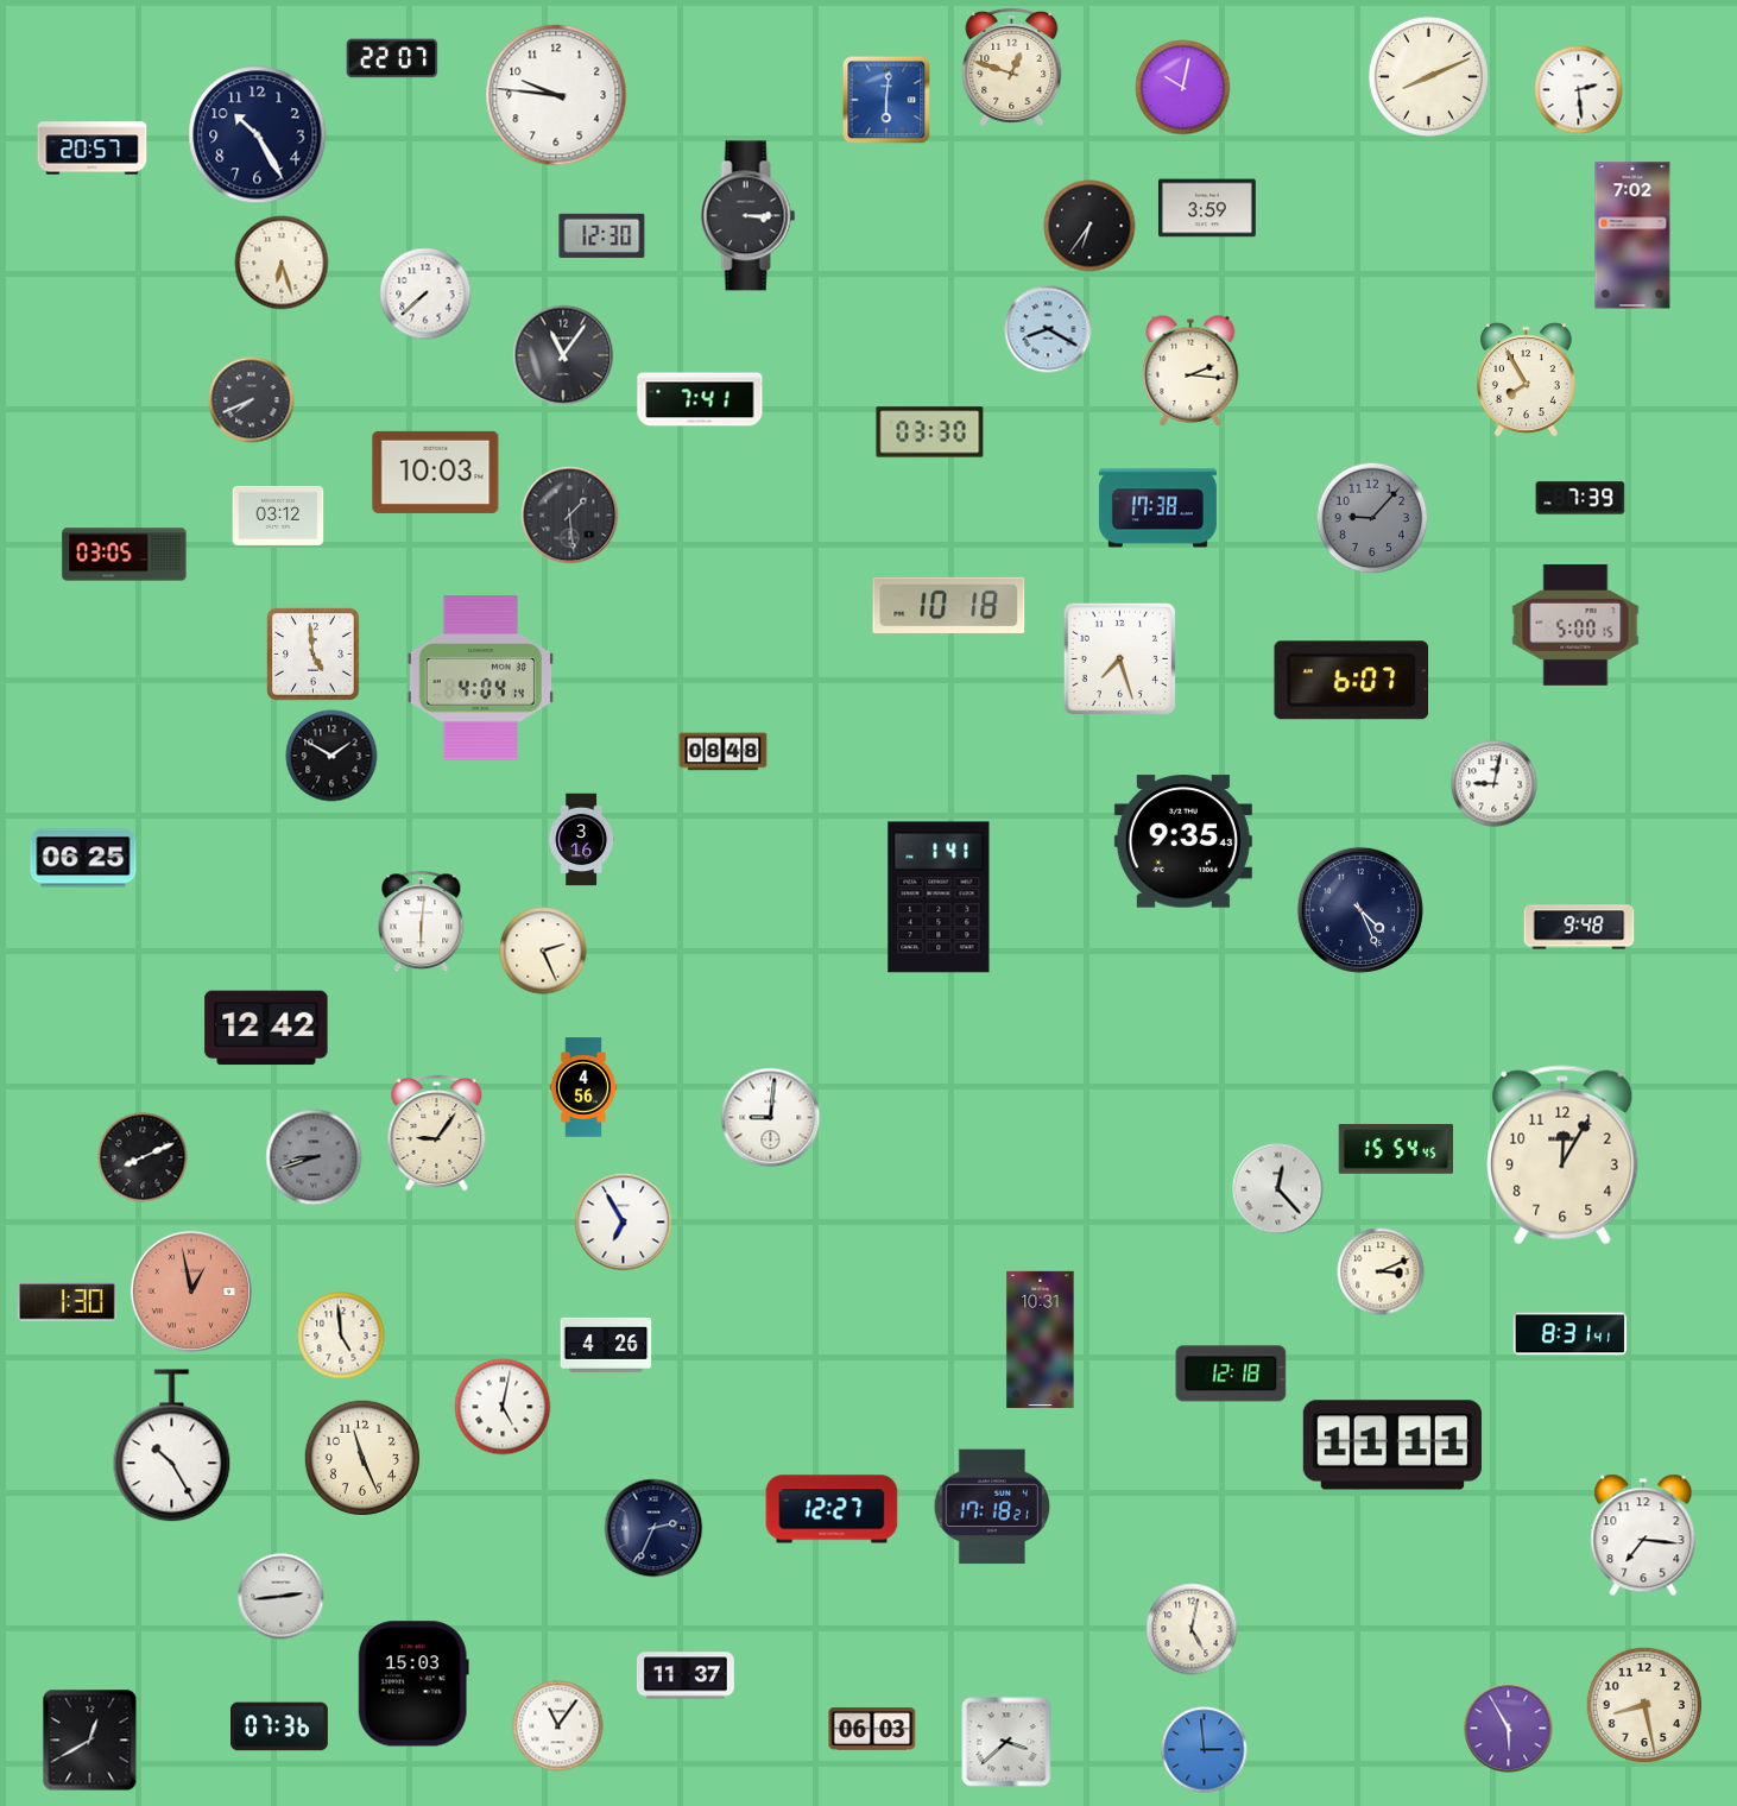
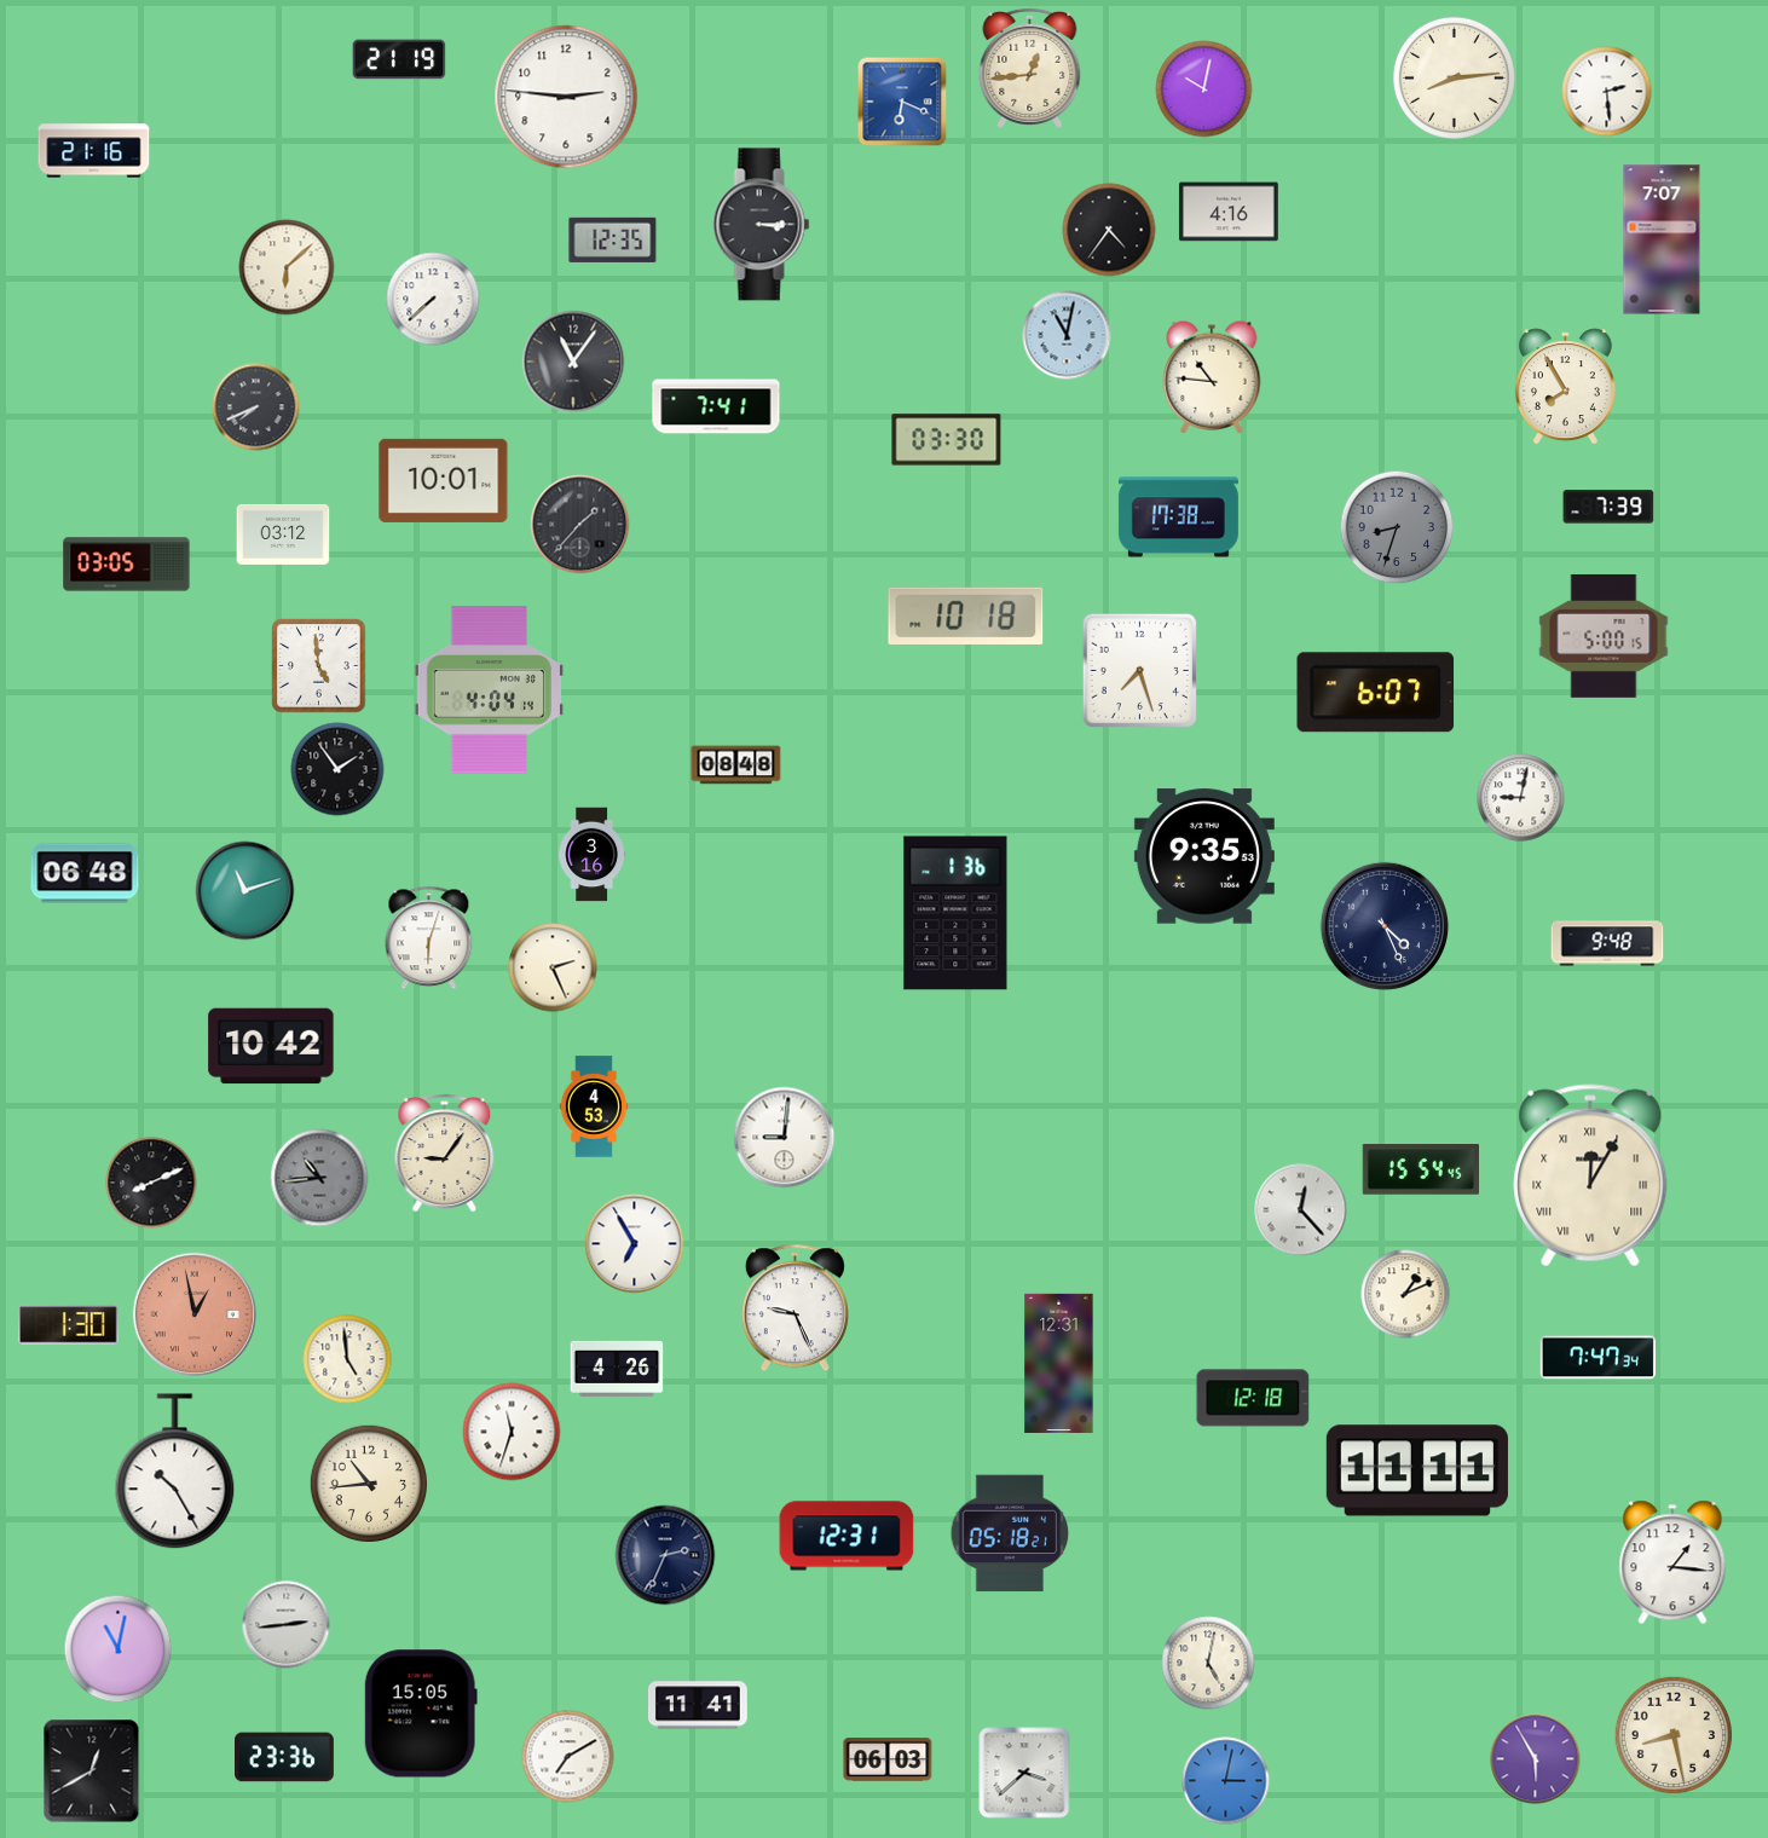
clock at (392, 58): 22:07 -> 21:19
clock at (1012, 67): 12:48 -> 12:44
clock at (1428, 76): 8:11 -> 8:14
clock at (556, 95): 9:46 -> 2:46
clock at (886, 100): 6:01 -> 6:19
clock at (258, 135): 10:25 -> none
clock at (93, 149): 20:57 -> 21:16
clock at (1207, 208): 3:59 -> 4:16
clock at (749, 216) position: (749, 216) -> (762, 225)
clock at (1089, 226): 6:36 -> 4:36
clock at (602, 235): 12:30 -> 12:35
clock at (1632, 235): 7:02 -> 7:07
clock at (282, 263): 6:27 -> 6:08
clock at (1048, 329): 8:20 -> 11:02
clock at (1190, 371): 2:16 -> 10:46
clock at (1526, 380) position: (1526, 380) -> (1565, 387)
clock at (700, 399) position: (700, 399) -> (716, 406)
clock at (436, 472): 10:03 -> 10:01
clock at (278, 516) position: (278, 516) -> (283, 534)
clock at (570, 516): 1:29 -> 1:37
clock at (1372, 518): 9:07 -> 8:33
clock at (331, 756): 1:50 -> 1:54
clock at (1183, 841): 9:35:43 -> 9:35:53
clock at (83, 858): 06:25 -> 06:48
clock at (245, 891): none -> 11:12
clock at (939, 897): 1:41 -> 1:36
clock at (422, 922): 6:01 -> 6:03
clock at (266, 1028): 12:42 -> 10:42
clock at (583, 1087): 4:56 -> 4:53
clock at (1562, 1155) numerals: Arabic -> Roman
clock at (143, 1157) position: (143, 1157) -> (151, 1183)
clock at (314, 1157): 8:42 -> 10:44
clock at (1381, 1271): 3:11 -> 1:11
clock at (795, 1308): none -> 9:26
clock at (1571, 1334): 8:31 -> 7:47
clock at (1041, 1339): 10:31 -> 12:31
clock at (503, 1407): 5:02 -> 11:33
clock at (361, 1457): 11:26 -> 10:44
clock at (992, 1507): 17:18 -> 05:18
clock at (832, 1509): 12:27 -> 12:31
clock at (1643, 1535): 7:16 -> 1:16
clock at (119, 1649): none -> 11:02
clock at (1192, 1629) position: (1192, 1629) -> (1208, 1663)
clock at (686, 1675): 11:37 -> 11:41
clock at (413, 1684): 15:03 -> 15:05
clock at (280, 1726): 07:36 -> 23:36
clock at (558, 1726): 11:06 -> 7:10
clock at (1205, 1750): 2:59 -> 3:02
